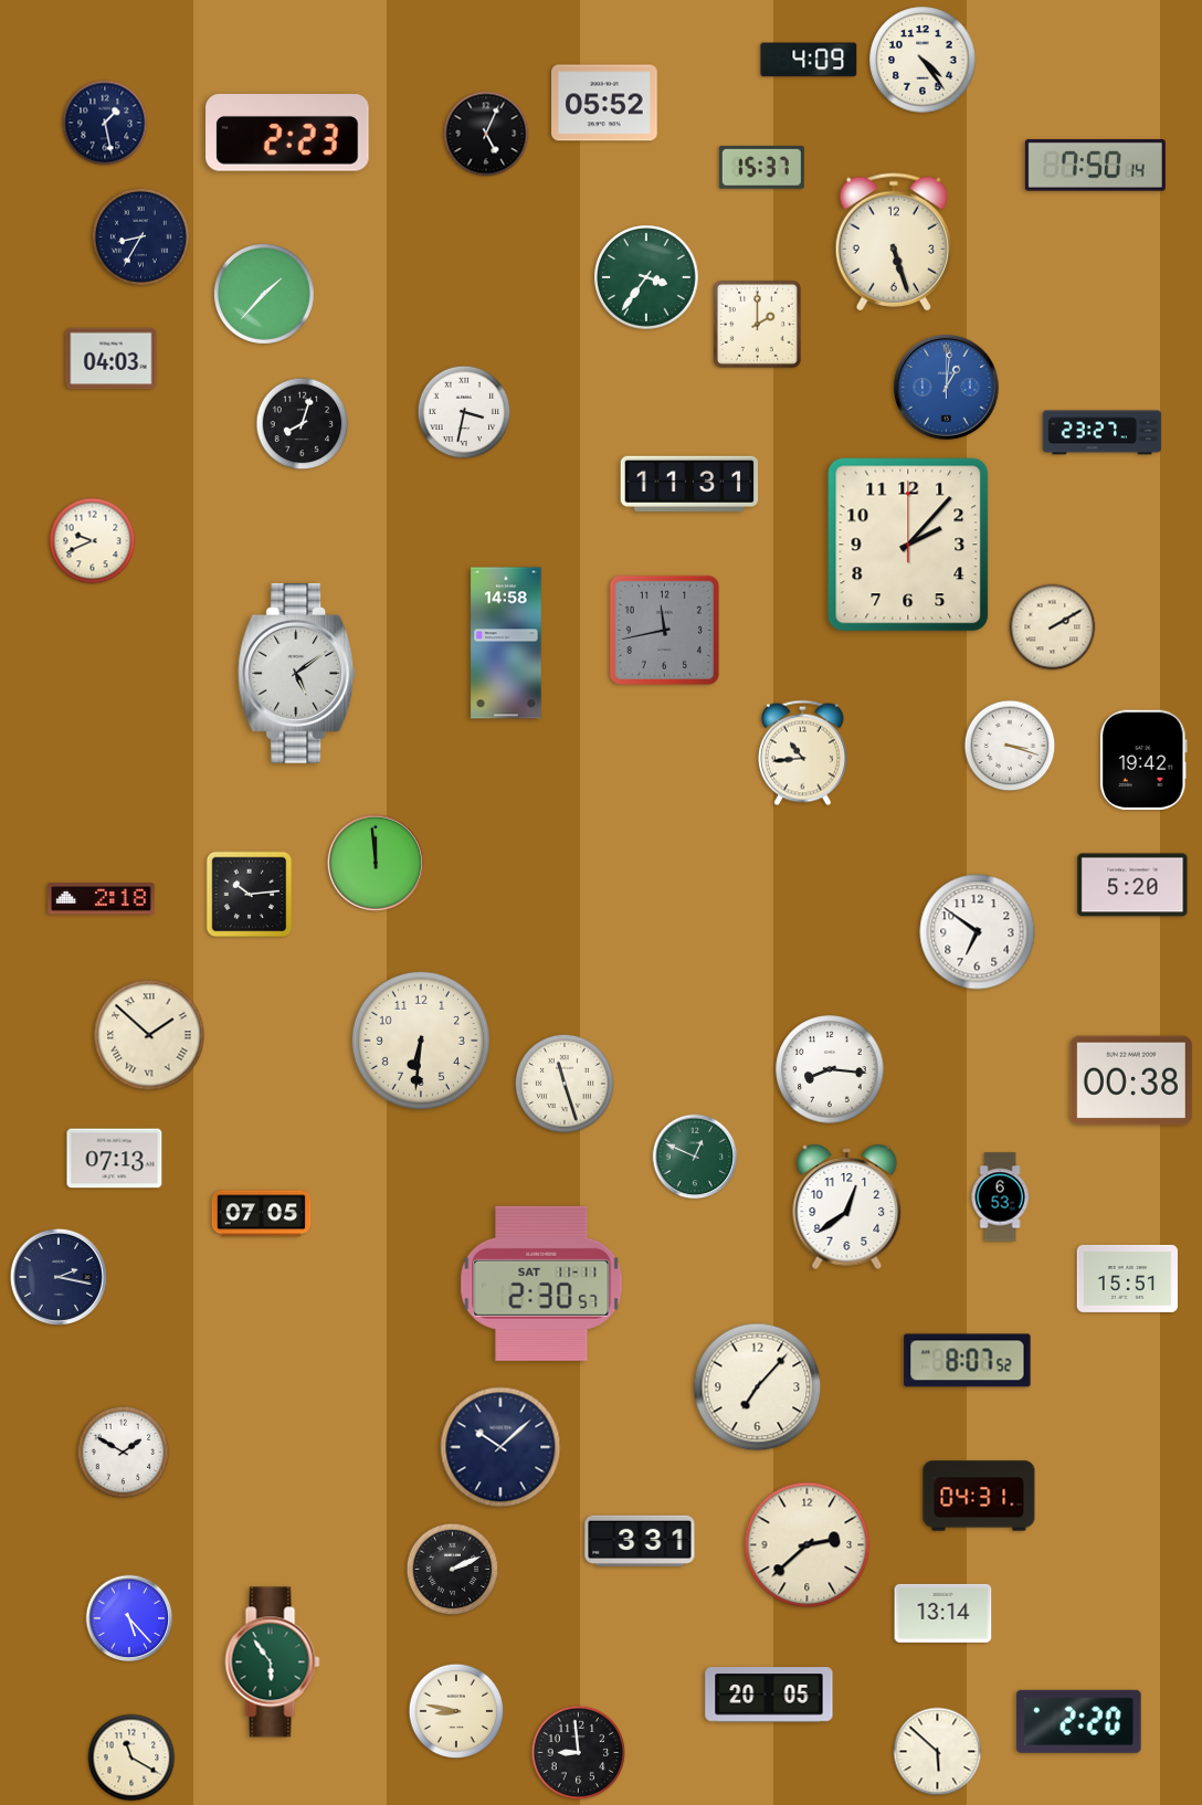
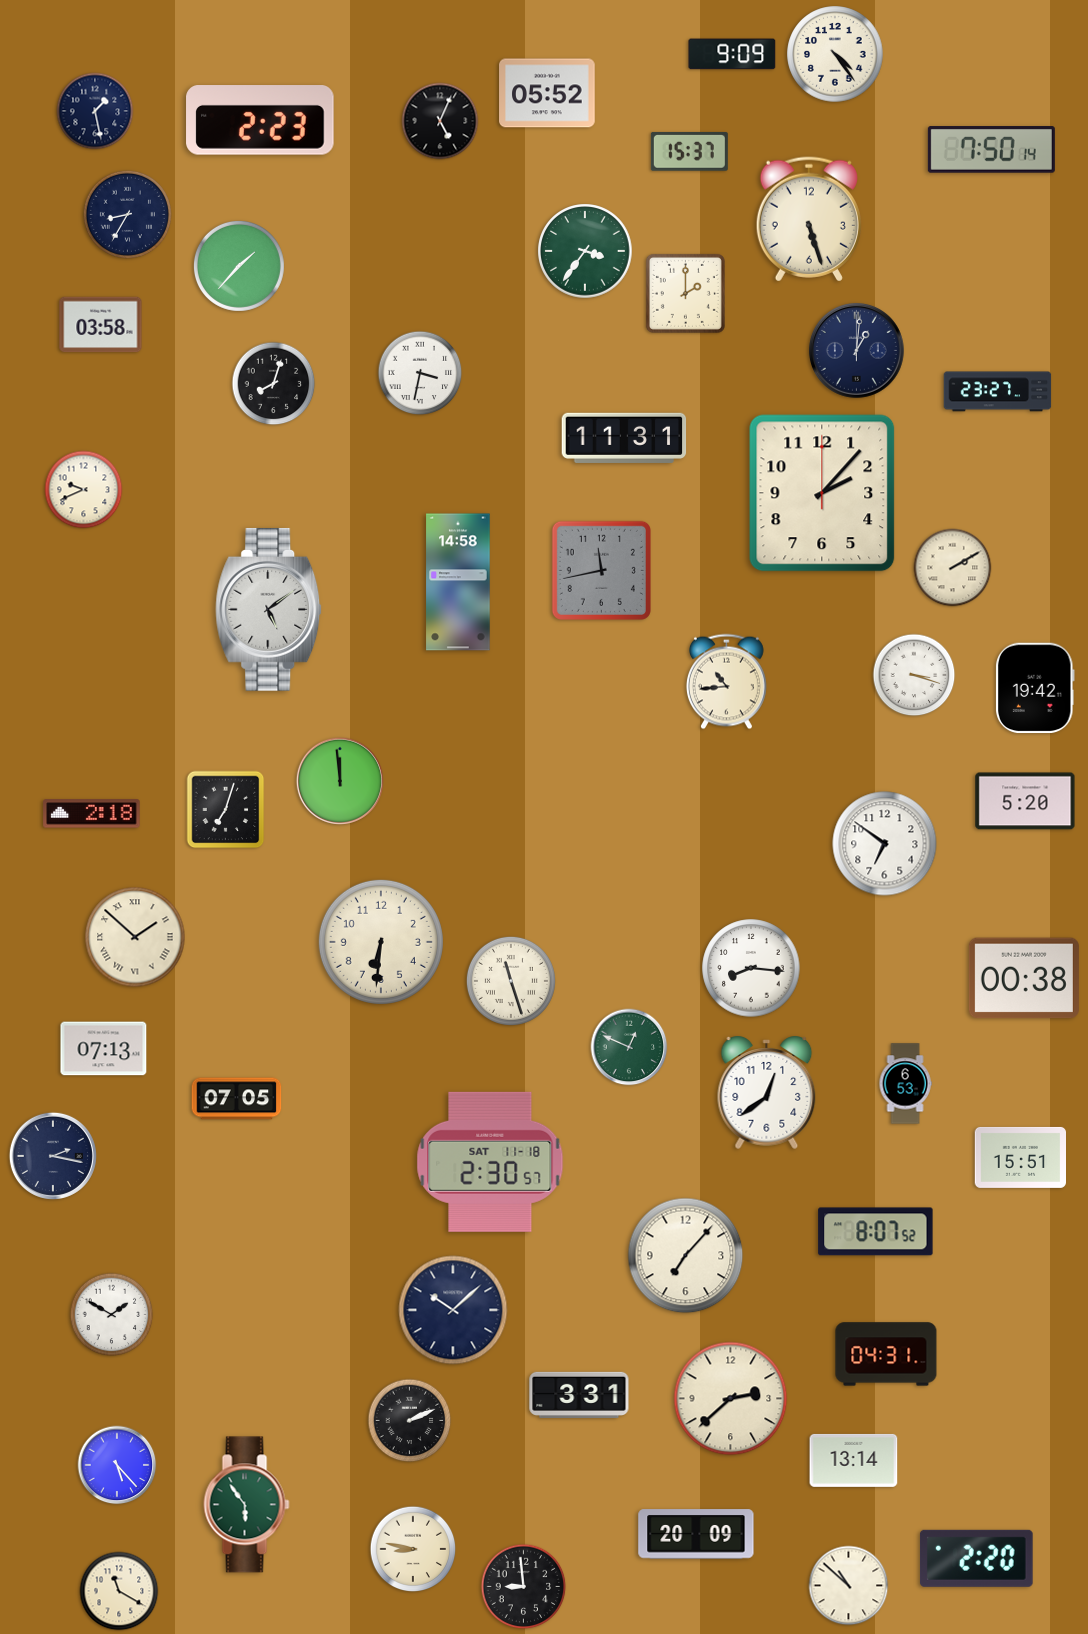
clock at (809, 60): 4:09 -> 9:09
clock at (112, 359): 04:03 -> 03:58
clock at (946, 387) dial: blue -> navy
clock at (250, 895): 10:14 -> 7:03
clock at (541, 1284) date: SAT 11-11 -> SAT 11-18
clock at (769, 1695): 20:05 -> 20:09
clock at (938, 1752): 5:52 -> 10:52
